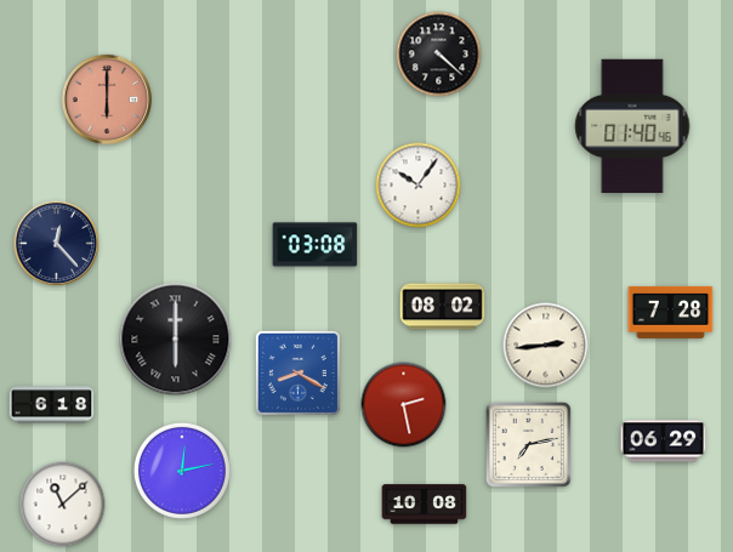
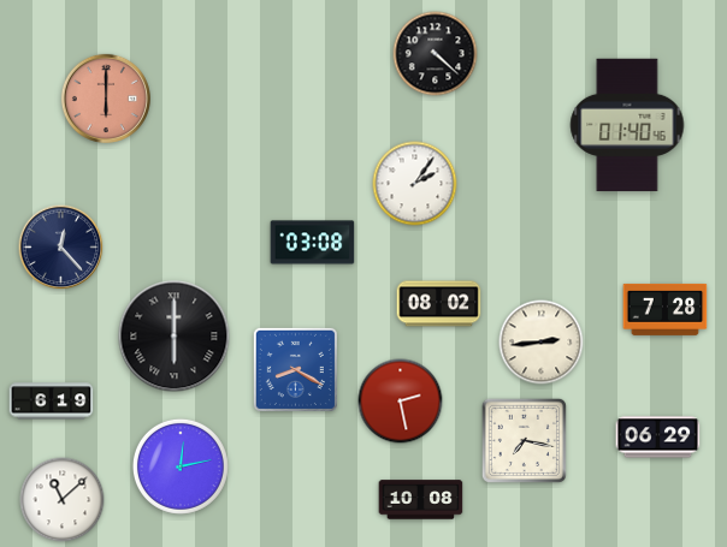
clock at (419, 186): 10:06 -> 2:06
clock at (57, 244) position: (57, 244) -> (61, 248)
clock at (52, 405): 6:18 -> 6:19
clock at (528, 444): 7:13 -> 7:17
